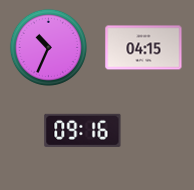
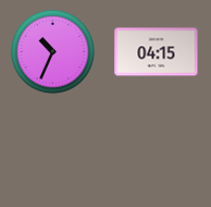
clock at (83, 130): 09:16 -> none
